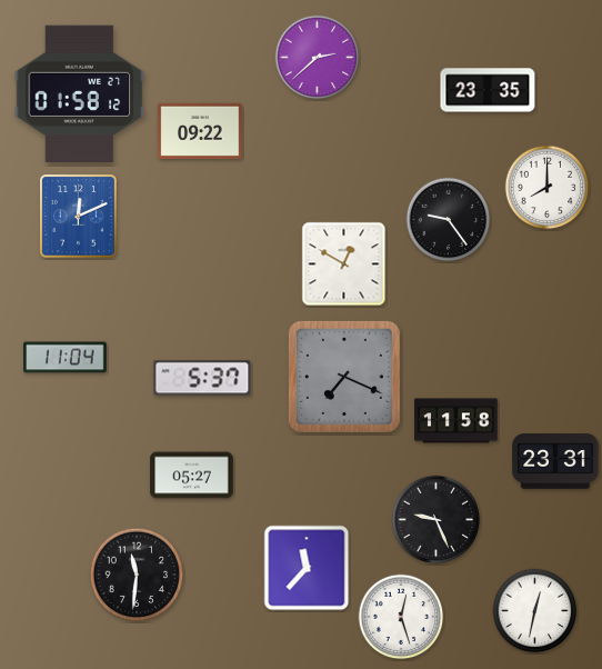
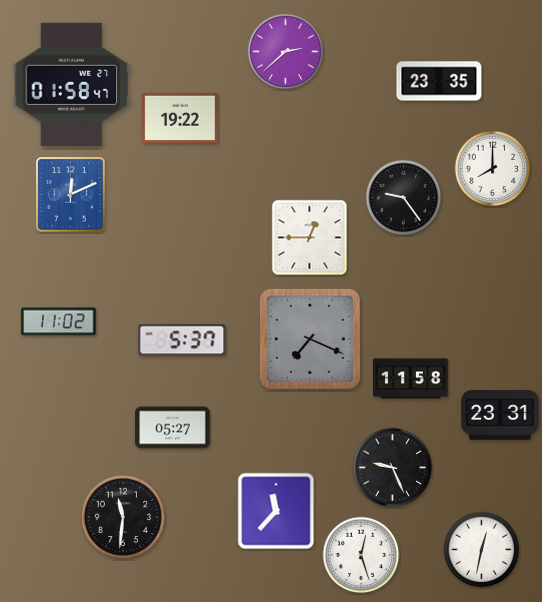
clock at (80, 93): 01:58:12 -> 01:58:47
clock at (200, 131): 09:22 -> 19:22
clock at (344, 264): 12:50 -> 12:45
clock at (66, 358): 11:04 -> 11:02
